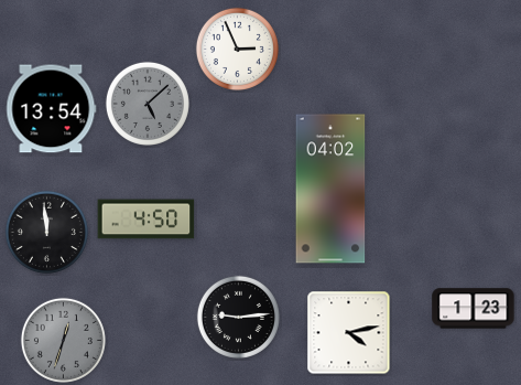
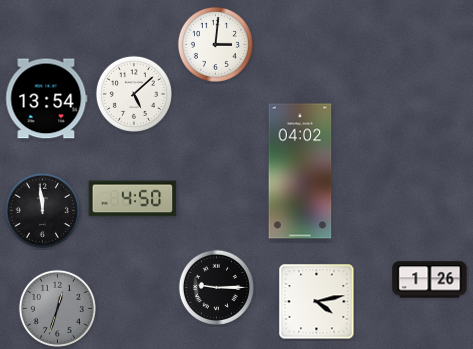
clock at (237, 49): 2:56 -> 3:01
clock at (148, 104) dial: grey -> white
clock at (474, 309): 1:23 -> 1:26
clock at (238, 317): 9:14 -> 9:15
